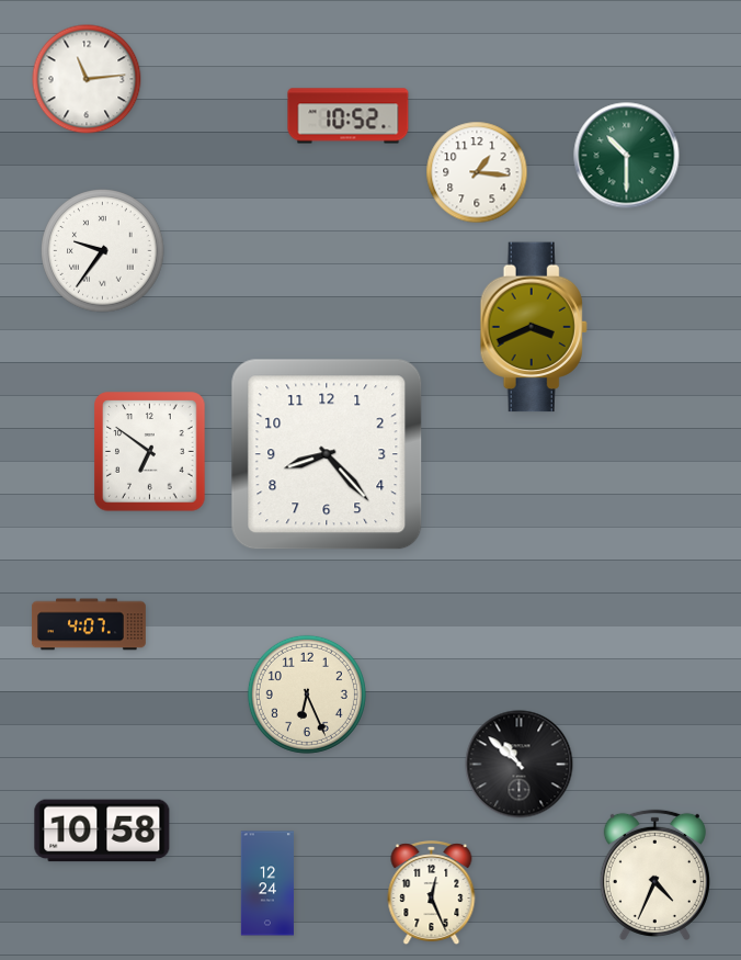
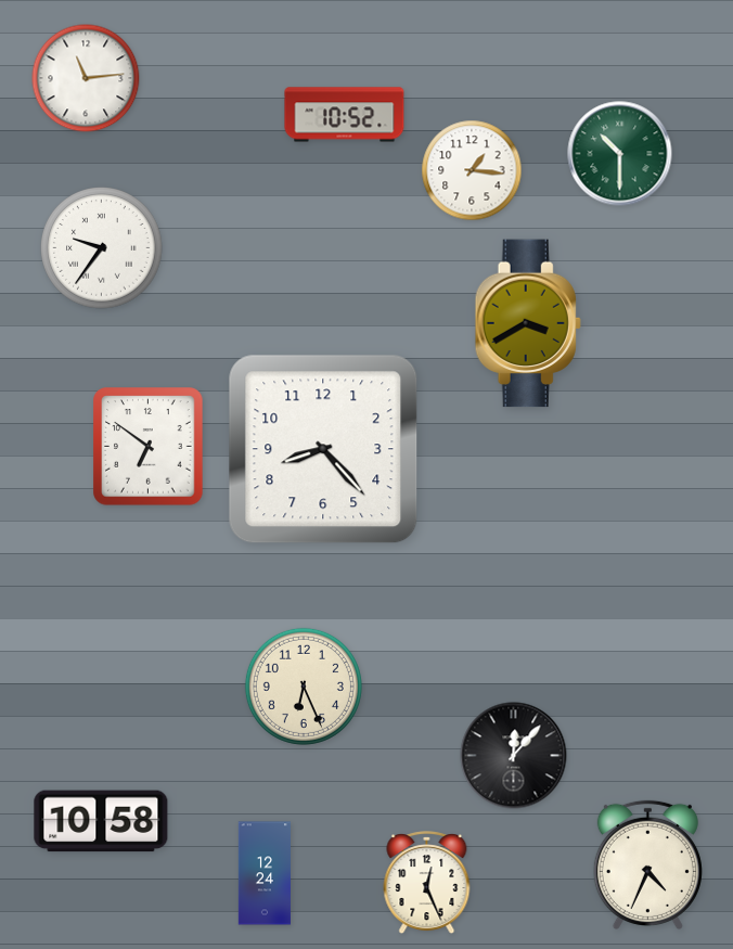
clock at (534, 327): 3:41 -> 3:40
clock at (89, 624): 4:07 -> none
clock at (520, 765): 10:52 -> 12:07
